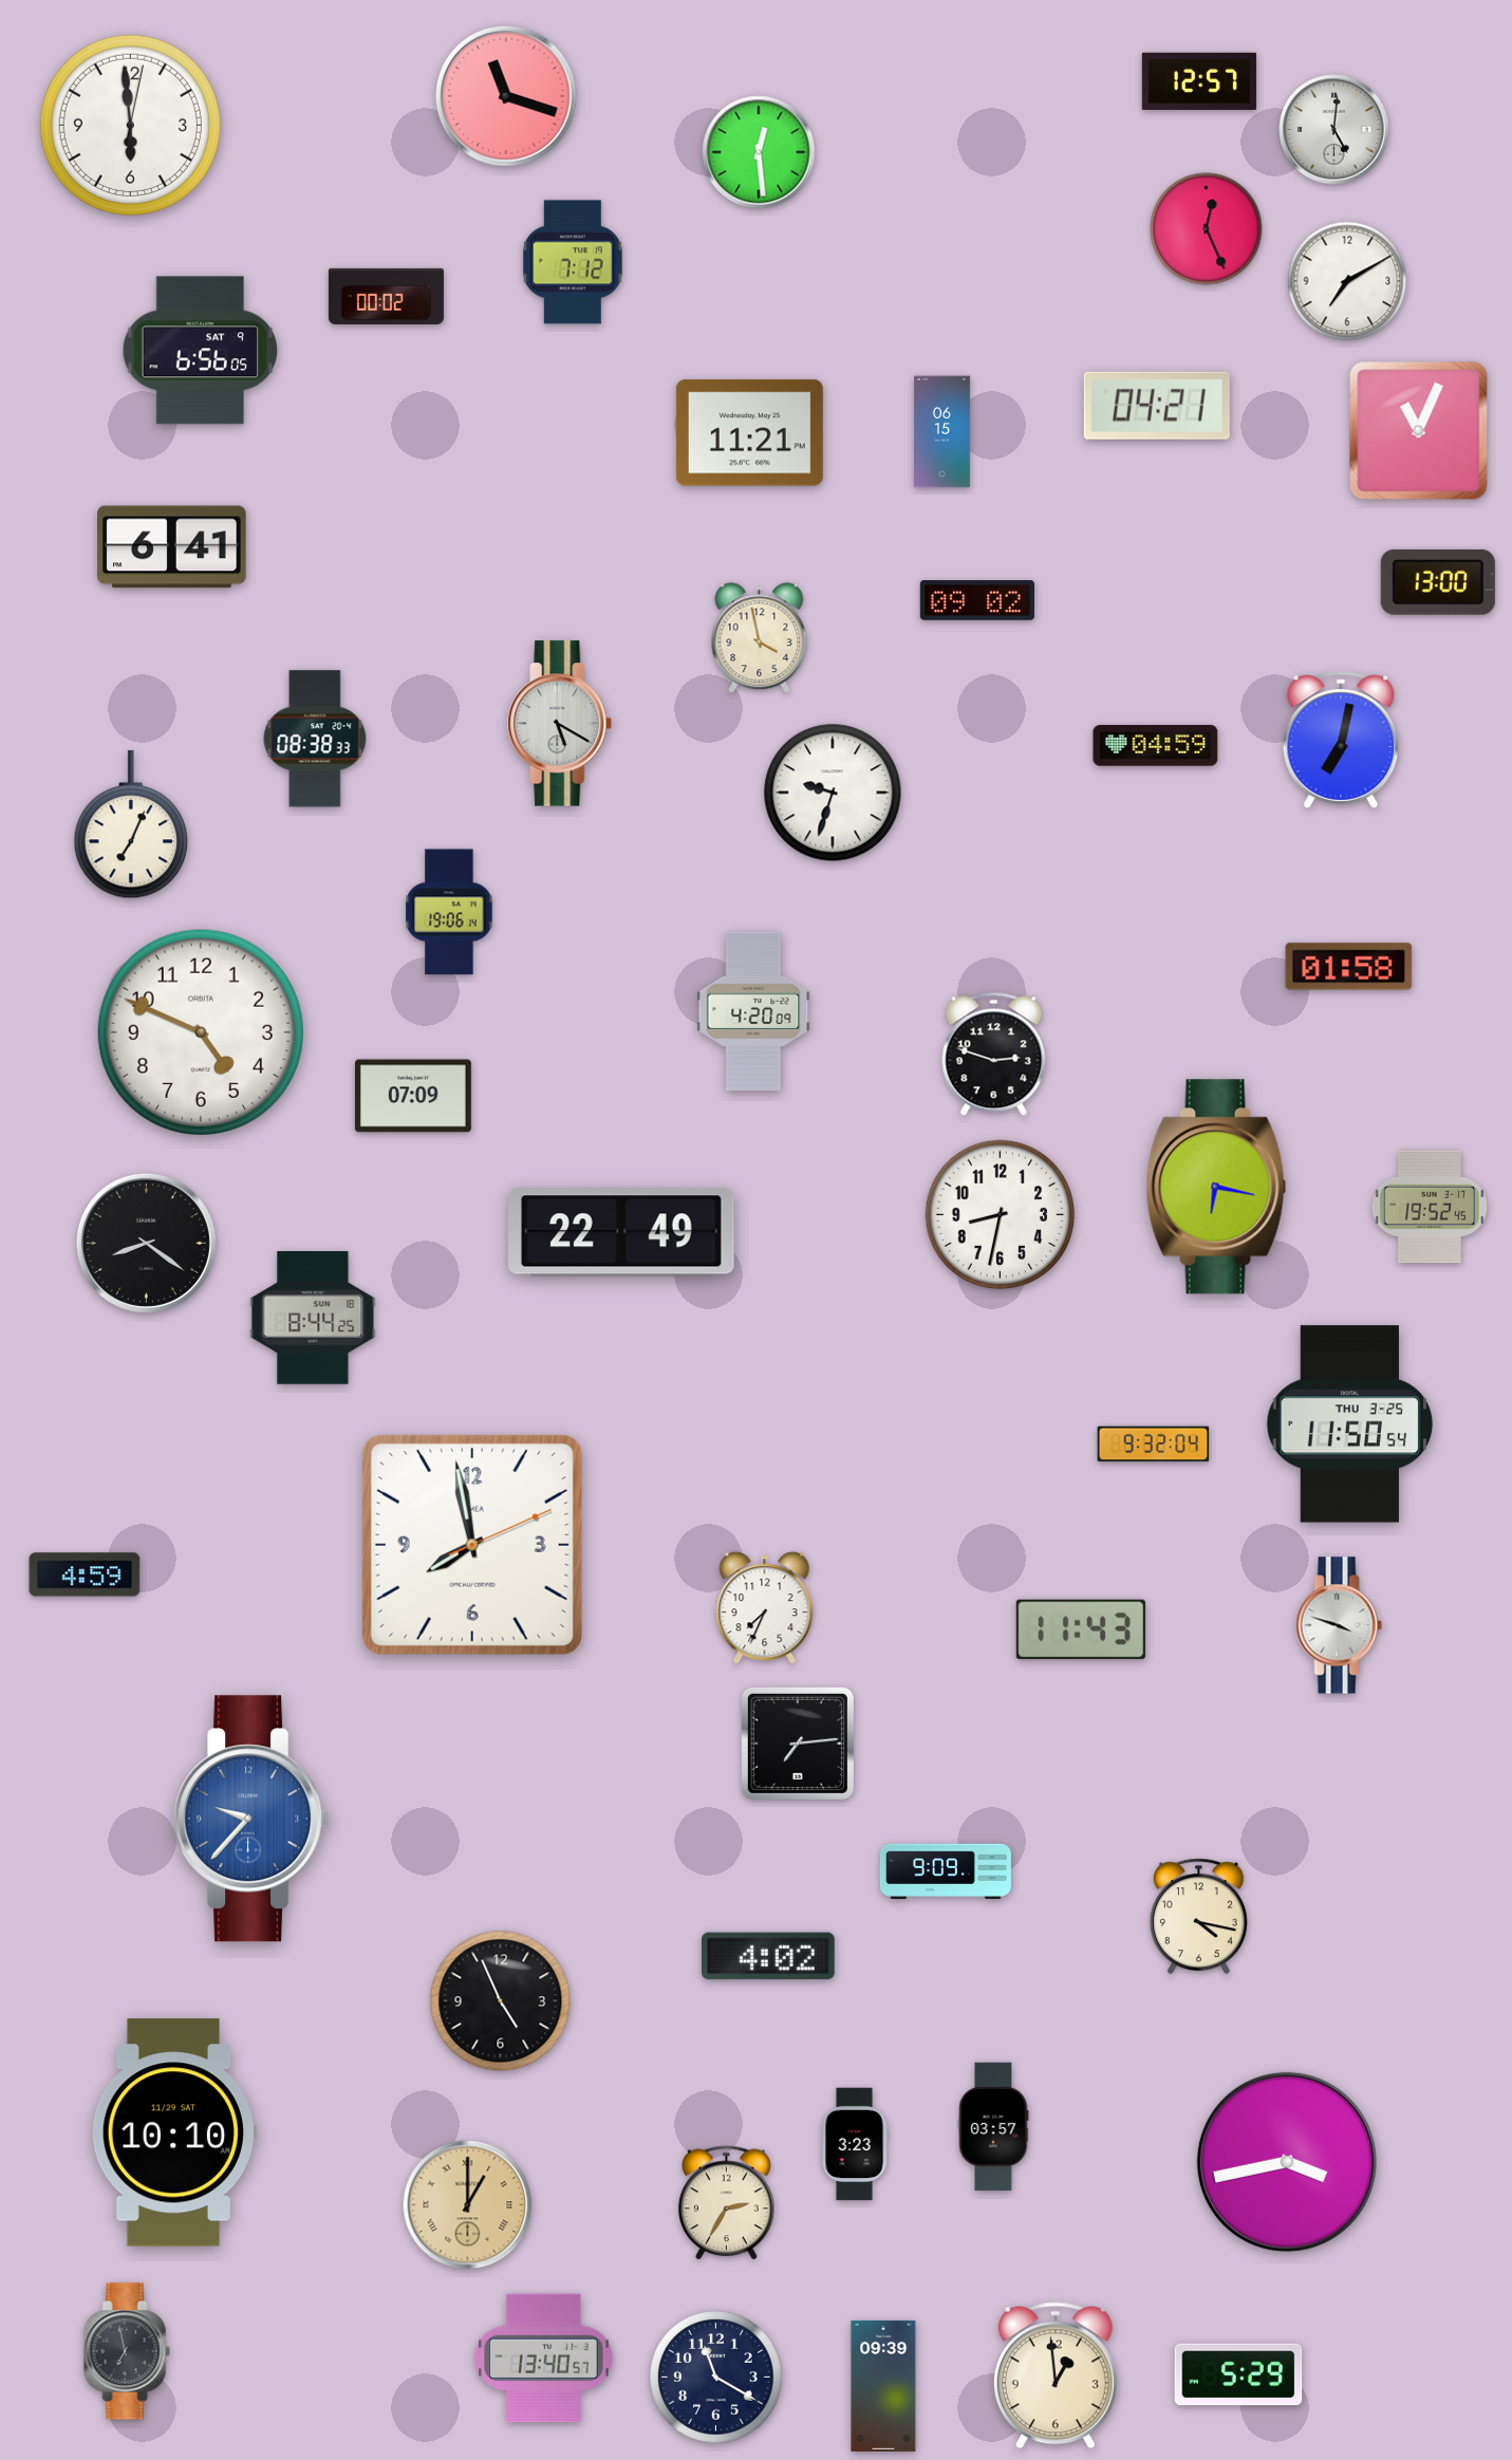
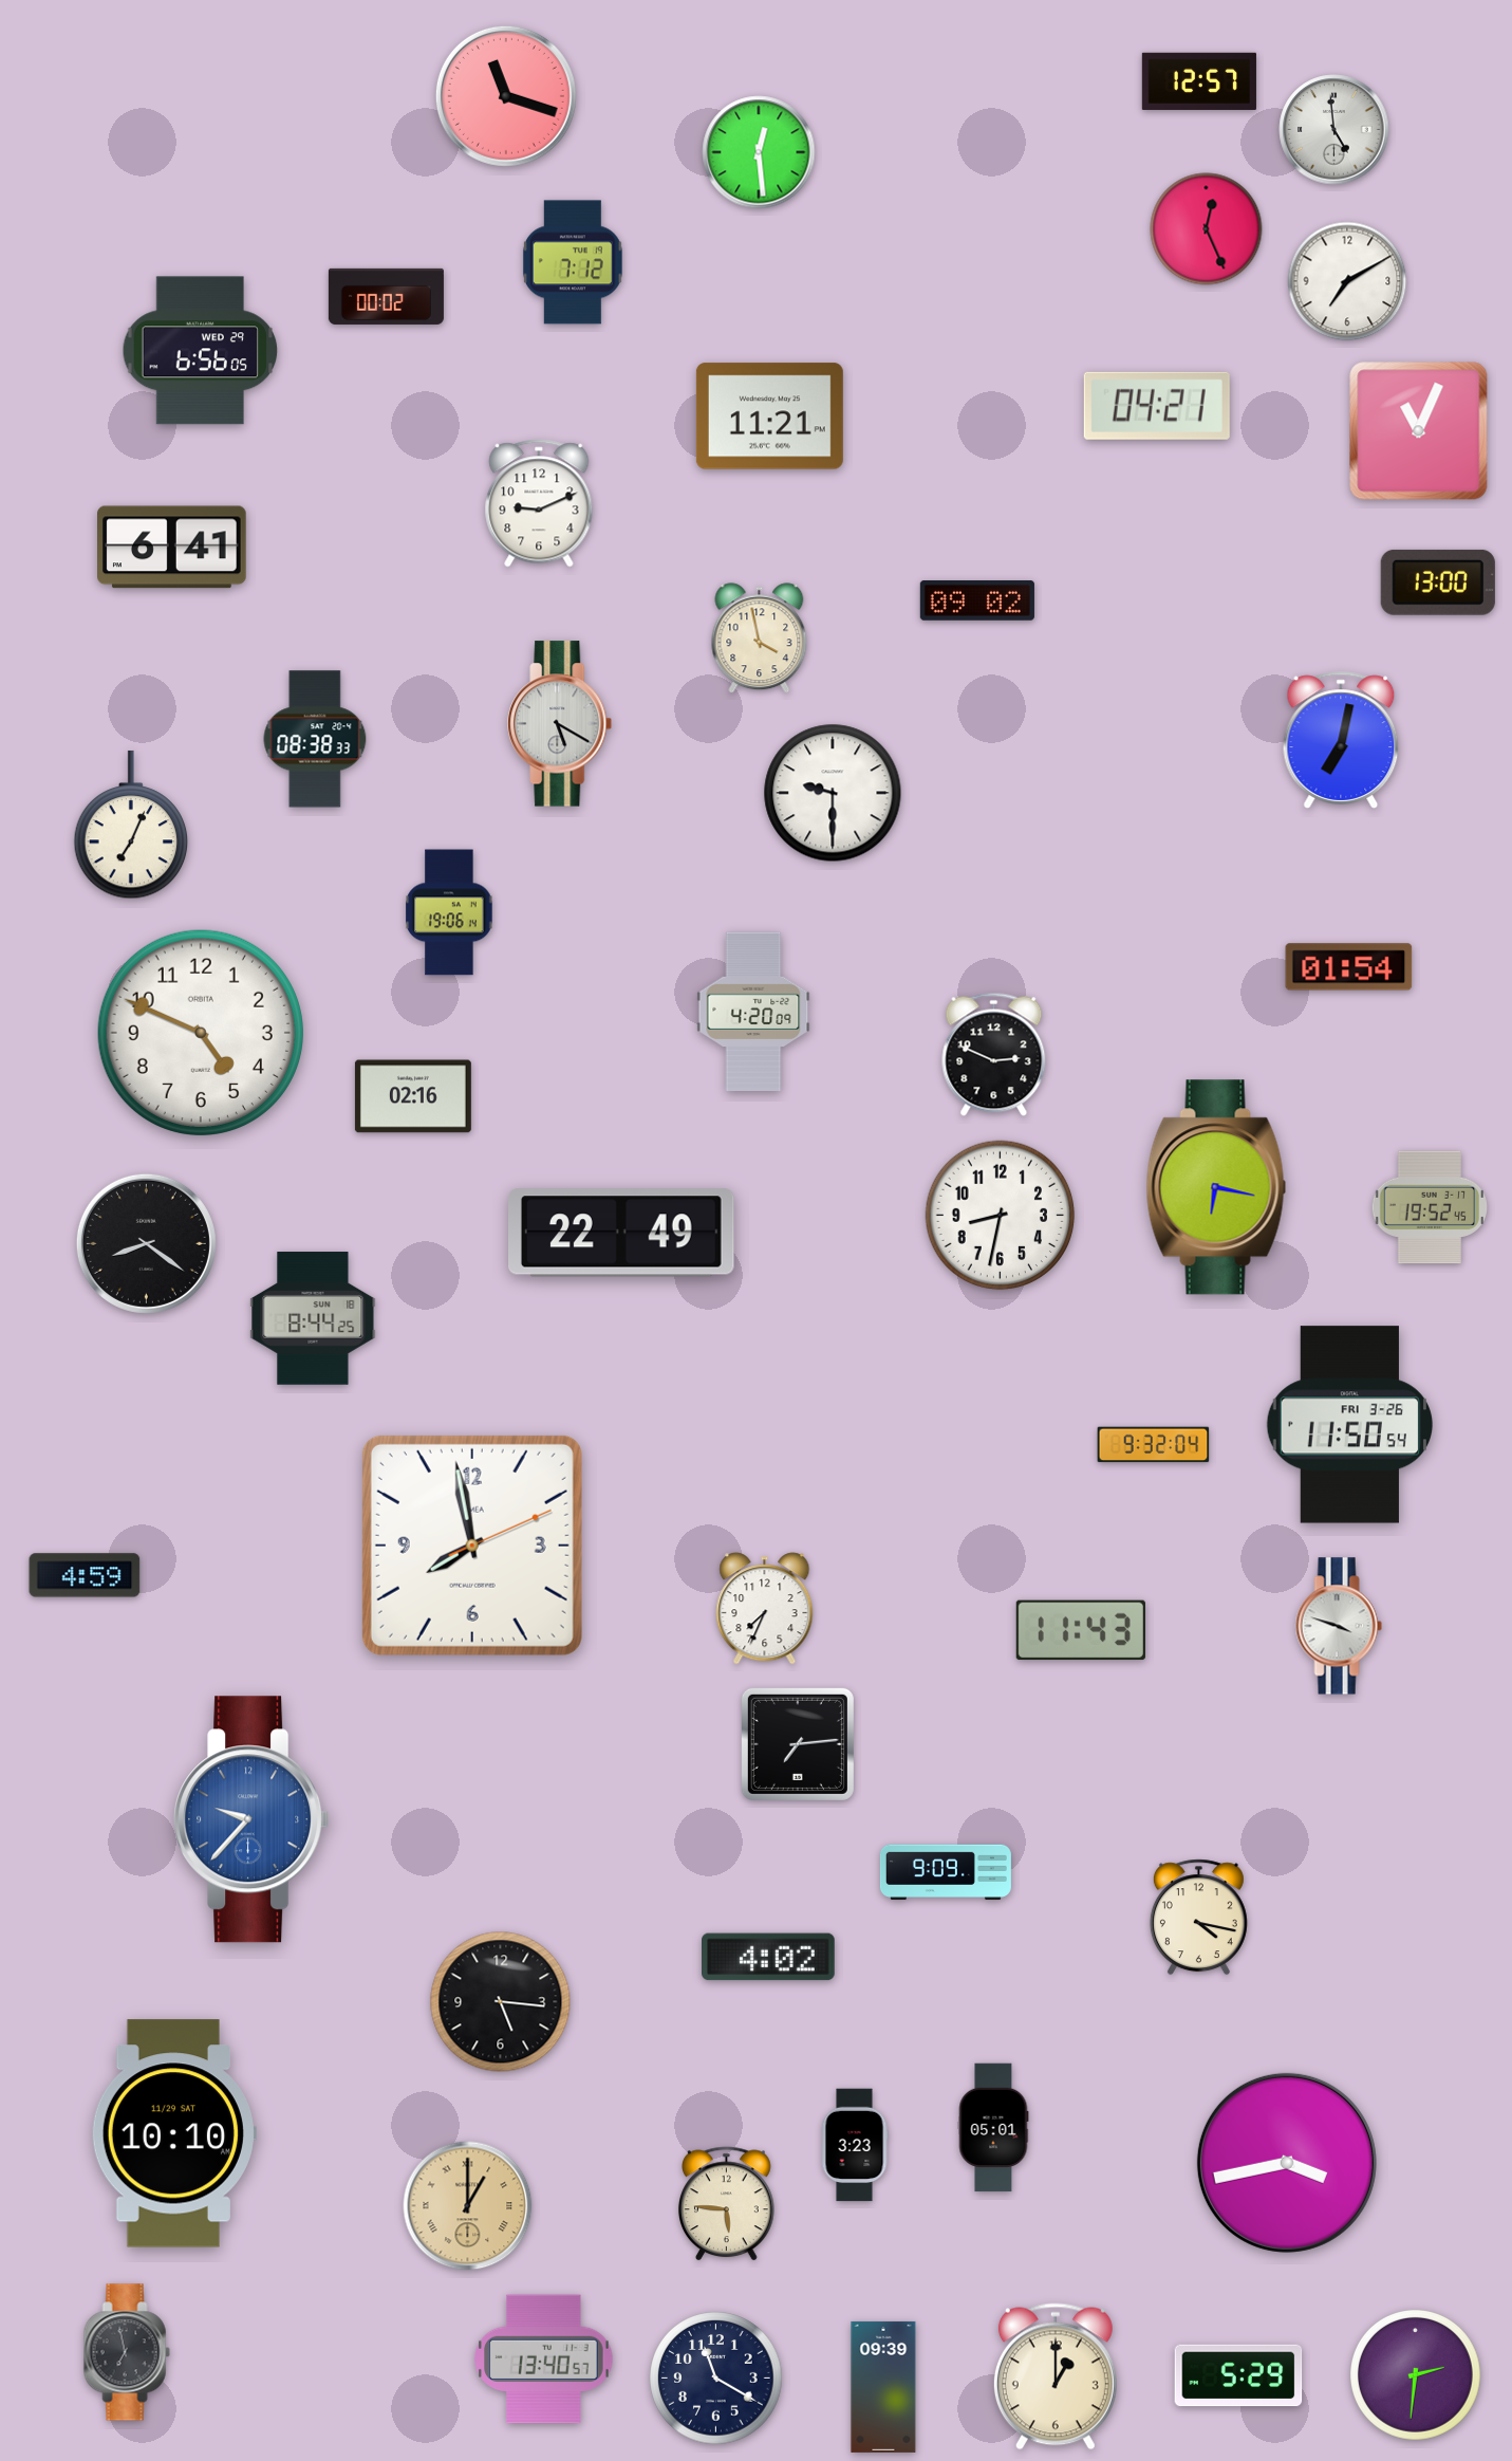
clock at (130, 125): 5:59 -> none
clock at (1334, 130): 5:01 -> 4:59
clock at (201, 351) date: SAT 9 -> WED 29
clock at (942, 432): 06:15 -> none
clock at (749, 433) position: (749, 433) -> (769, 417)
clock at (539, 503): none -> 9:11
clock at (1156, 746): 04:59 -> none
clock at (833, 793): 9:33 -> 9:30
clock at (1349, 967): 01:58 -> 01:54
clock at (994, 1054): 2:48 -> 2:49
clock at (413, 1096): 07:09 -> 02:16
clock at (1349, 1424) date: THU 3-25 -> FRI 3-26
clock at (501, 2001): 4:56 -> 5:16
clock at (993, 2127): 03:57 -> 05:01
clock at (727, 2203): 2:35 -> 5:46
clock at (1416, 2375): none -> 2:31
clock at (1056, 2375): 12:59 -> 1:00
